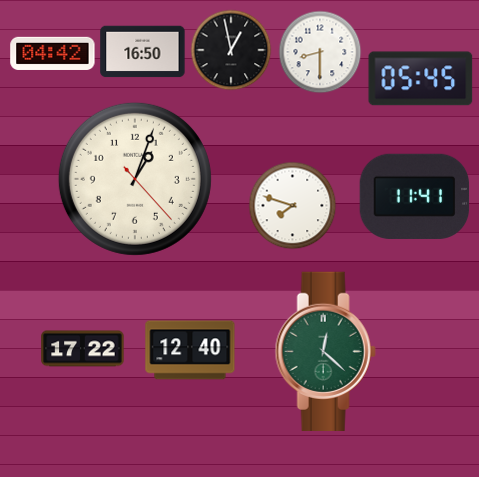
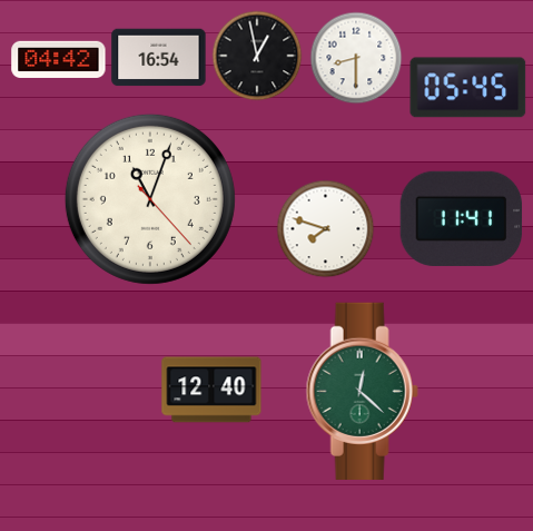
clock at (143, 52): 16:50 -> 16:54
clock at (135, 179): 1:03 -> 11:03
clock at (83, 349): 17:22 -> none
